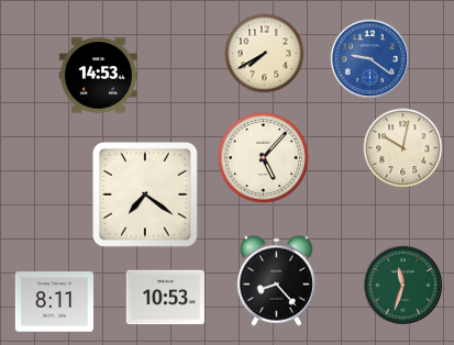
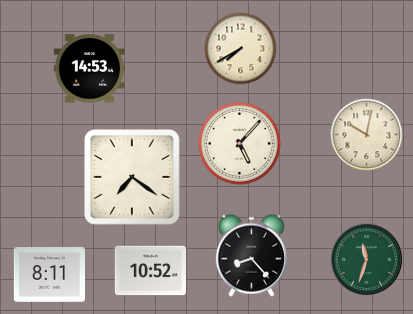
clock at (370, 59): 9:21 -> none
clock at (165, 298): 10:53 -> 10:52
